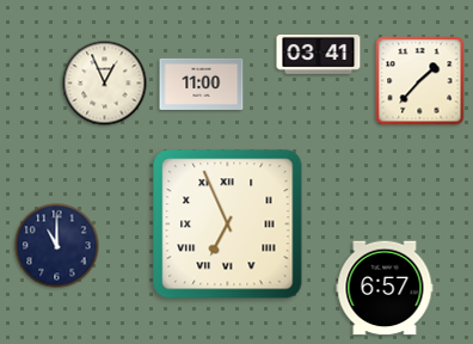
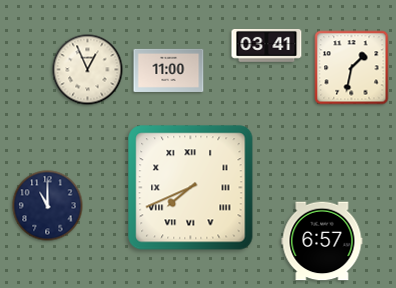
clock at (420, 81): 1:37 -> 1:32
clock at (228, 225): 6:56 -> 7:41
